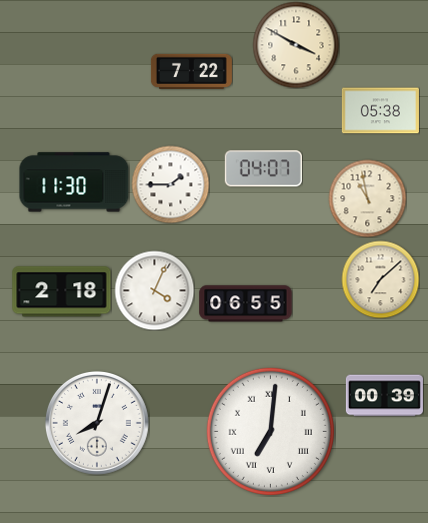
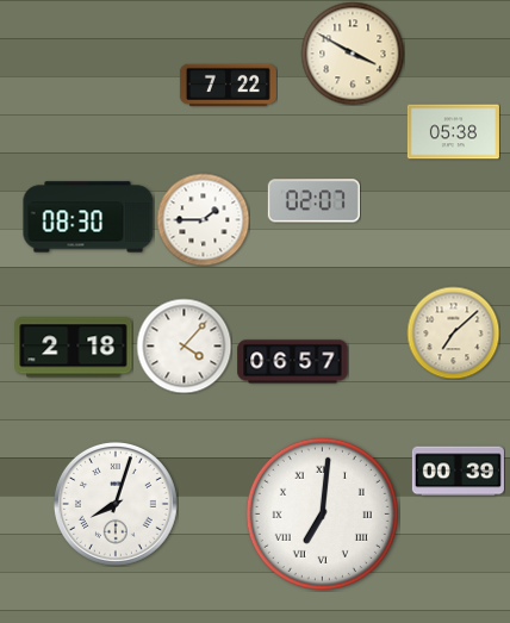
clock at (263, 169): 04:07 -> 02:07
clock at (74, 182): 11:30 -> 08:30
clock at (367, 198): 10:58 -> none
clock at (154, 290): 4:04 -> 4:07
clock at (246, 304): 06:55 -> 06:57
